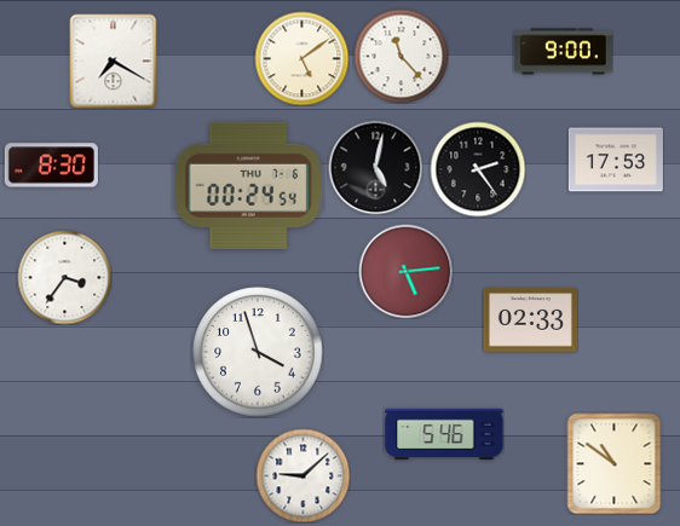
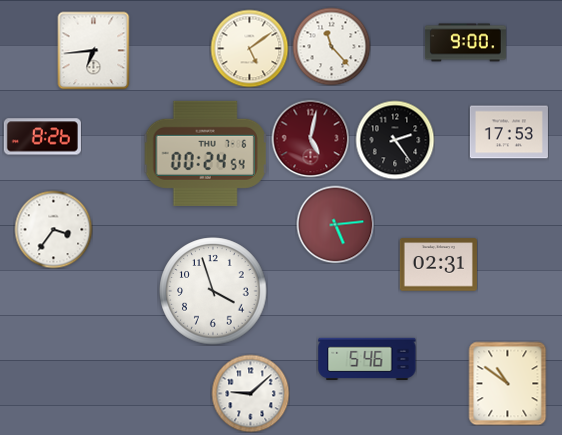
clock at (114, 60): 7:20 -> 6:44
clock at (51, 166): 8:30 -> 8:26
clock at (375, 167) dial: black -> burgundy
clock at (530, 320): 02:33 -> 02:31
